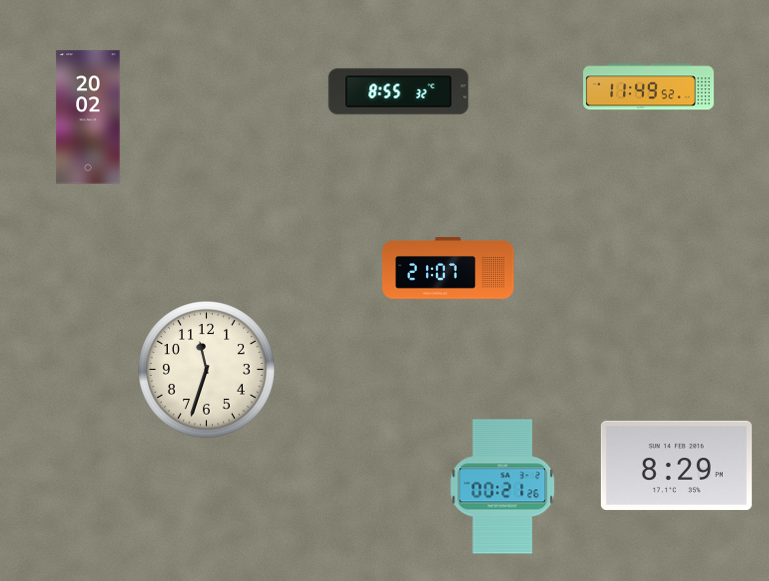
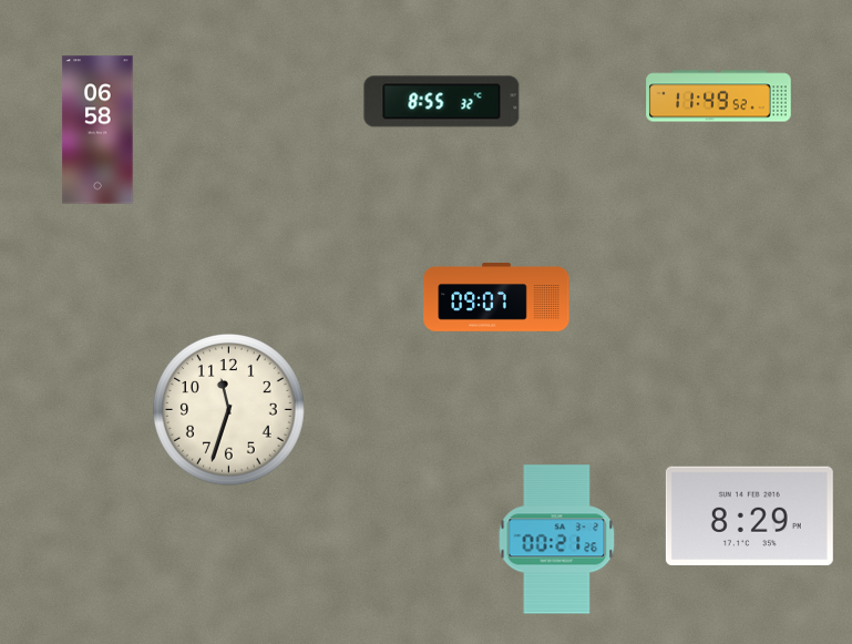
clock at (88, 117): 20:02 -> 06:58
clock at (448, 268): 21:07 -> 09:07
